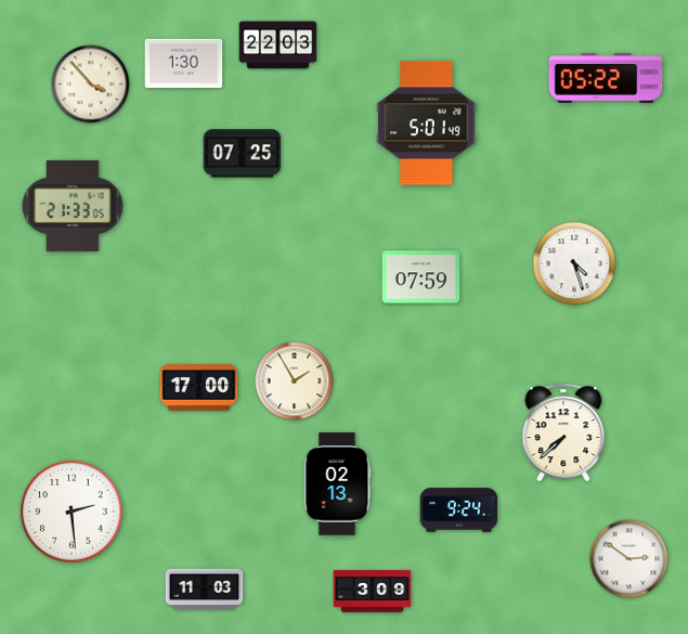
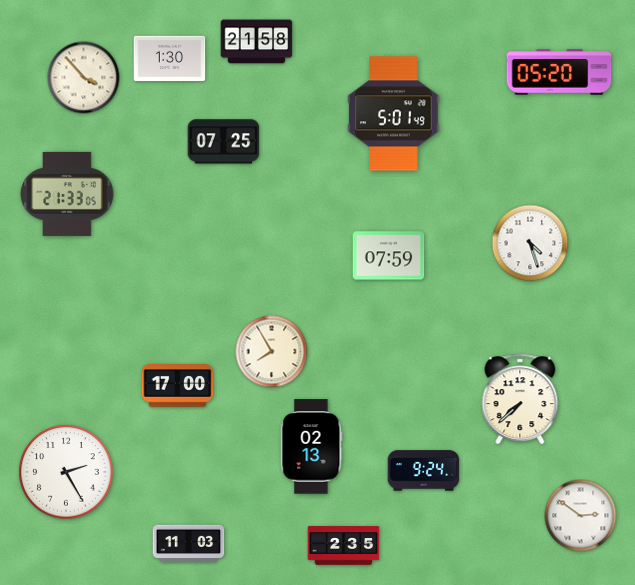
clock at (278, 46): 22:03 -> 21:58
clock at (606, 78): 05:22 -> 05:20
clock at (73, 206) position: (73, 206) -> (67, 194)
clock at (295, 381): 1:55 -> 7:55
clock at (199, 388) position: (199, 388) -> (178, 386)
clock at (72, 512): 2:29 -> 2:25
clock at (373, 592): 3:09 -> 2:35
